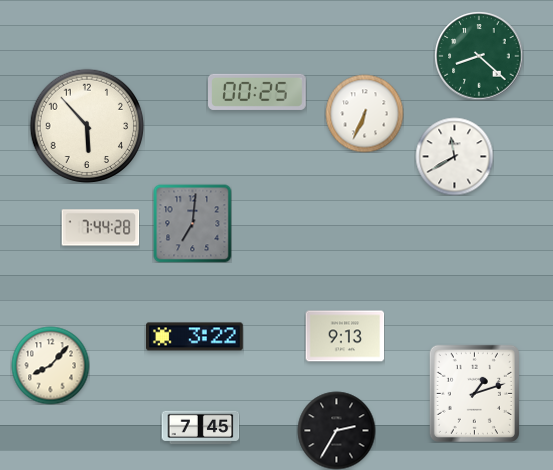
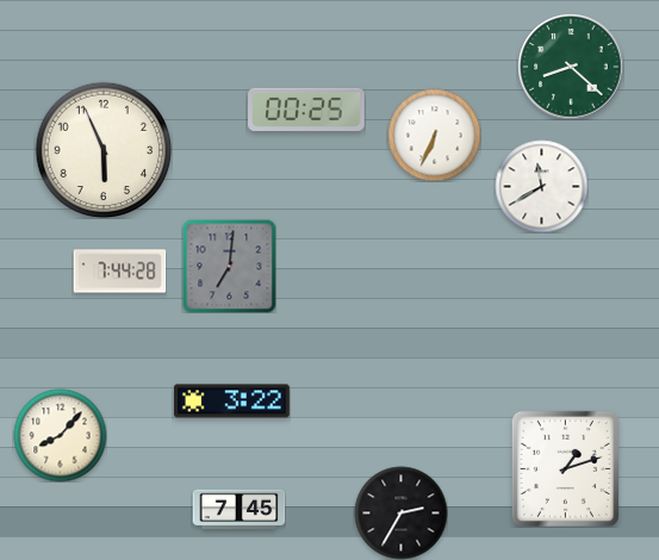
clock at (87, 126): 5:53 -> 5:56
clock at (345, 336): 9:13 -> none
